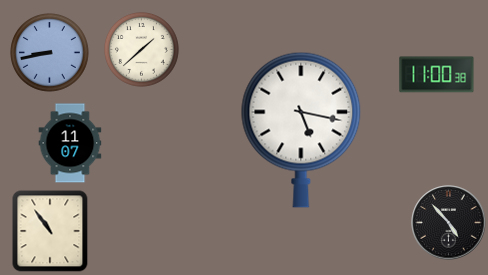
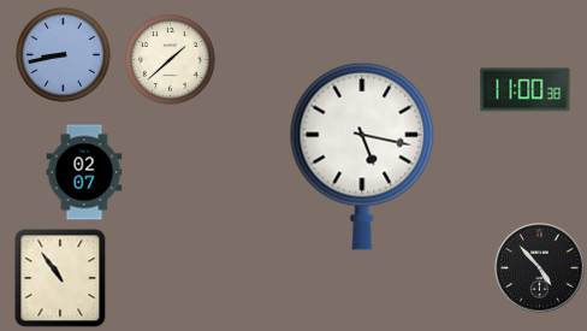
clock at (50, 53) position: (50, 53) -> (64, 55)
clock at (70, 143): 11:07 -> 02:07
